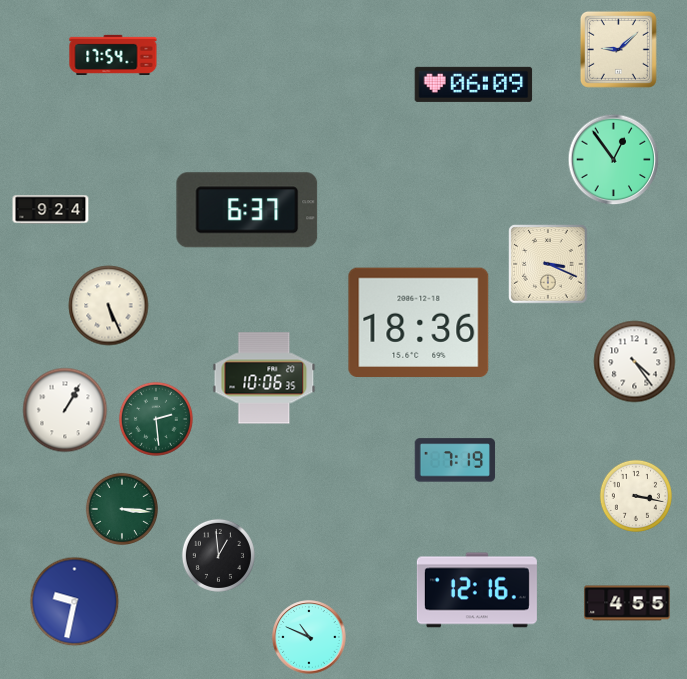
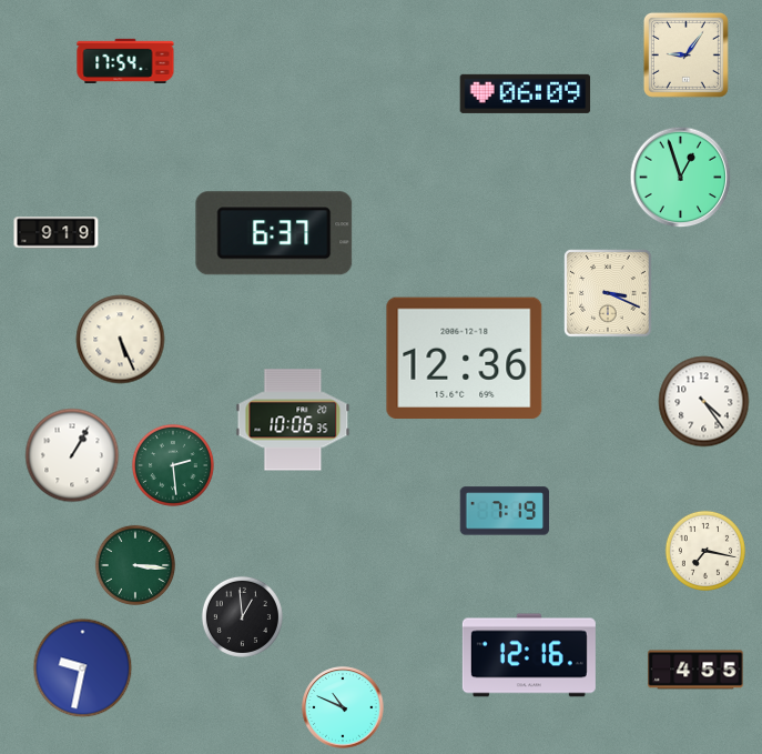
clock at (618, 49): 9:08 -> 9:06
clock at (614, 160): 12:54 -> 12:57
clock at (51, 210): 9:24 -> 9:19
clock at (419, 323): 18:36 -> 12:36
clock at (636, 496): 3:17 -> 7:17
